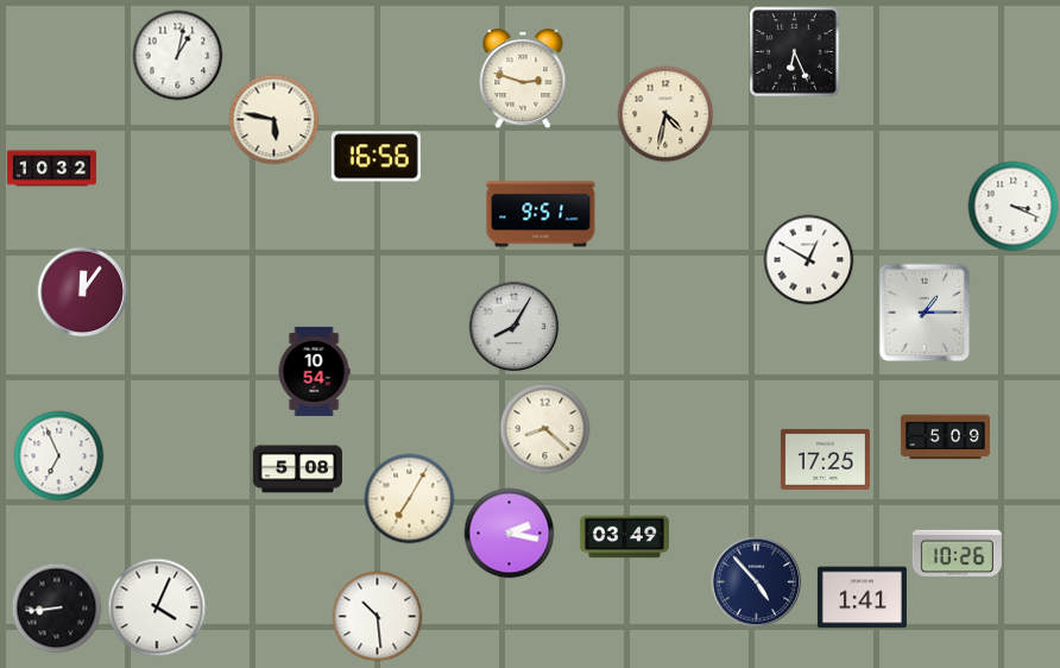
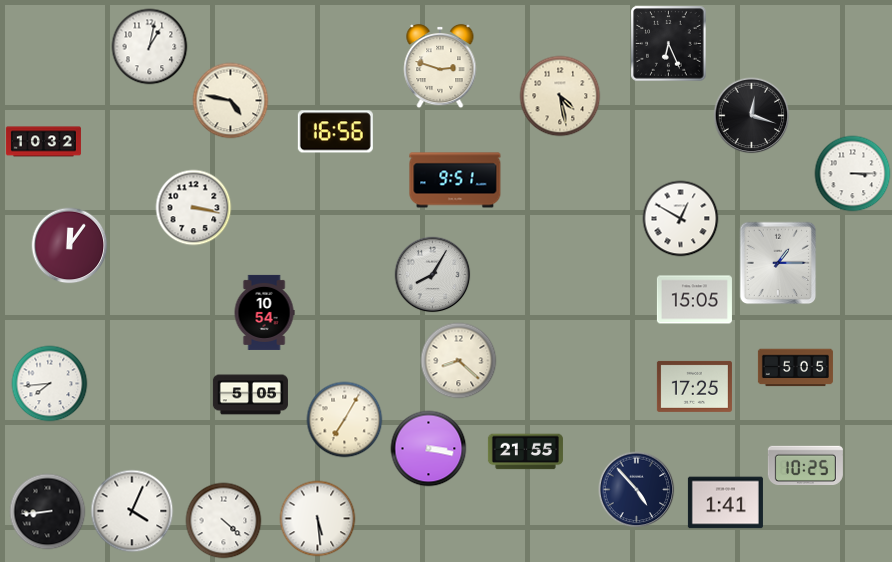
clock at (665, 114): 4:32 -> 4:28
clock at (275, 120): 5:47 -> 4:47
clock at (752, 116): none -> 12:18
clock at (376, 157) position: (376, 157) -> (335, 132)
clock at (1014, 207): 3:19 -> 3:15
clock at (194, 208): none -> 3:17
clock at (694, 300): none -> 15:05
clock at (945, 437): 5:09 -> 5:05
clock at (59, 456): 6:56 -> 7:44
clock at (297, 470): 5:08 -> 5:05
clock at (510, 534): 2:17 -> 3:17
clock at (624, 537): 03:49 -> 21:55
clock at (957, 553): 10:26 -> 10:25
clock at (378, 617): 10:29 -> 5:29
clock at (224, 521): none -> 4:22
